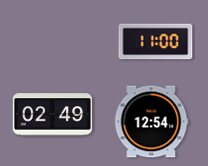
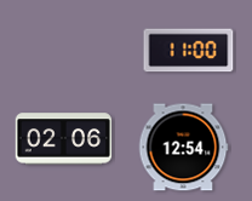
clock at (53, 115): 02:49 -> 02:06
